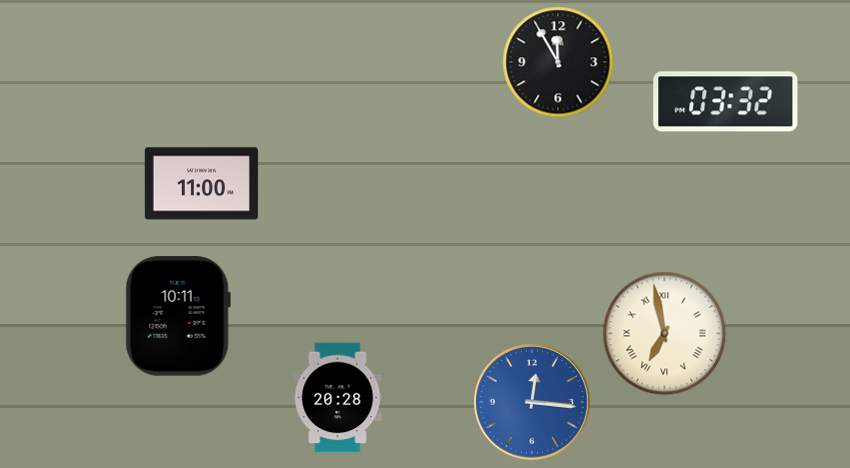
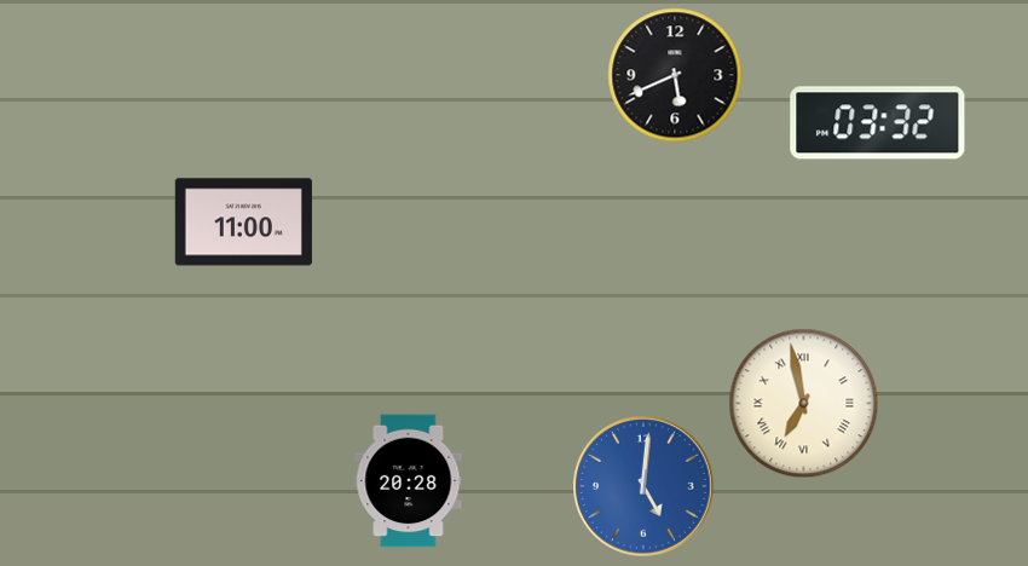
clock at (558, 62): 11:55 -> 5:41
clock at (178, 316): 10:11 -> none
clock at (533, 403): 12:16 -> 5:01
